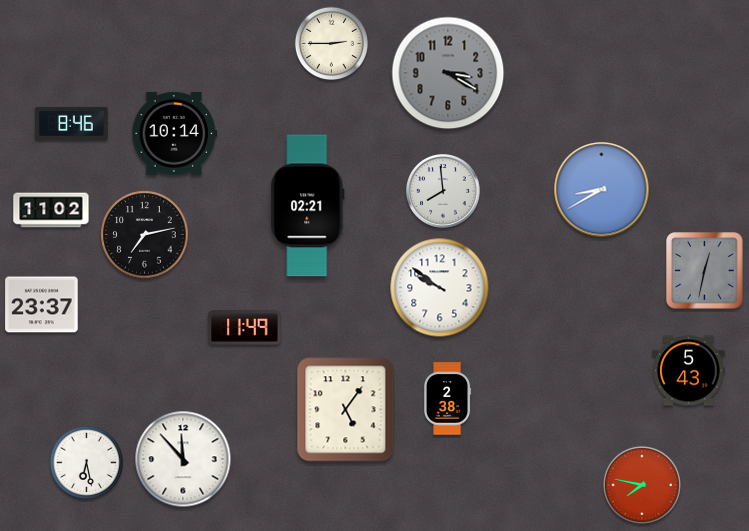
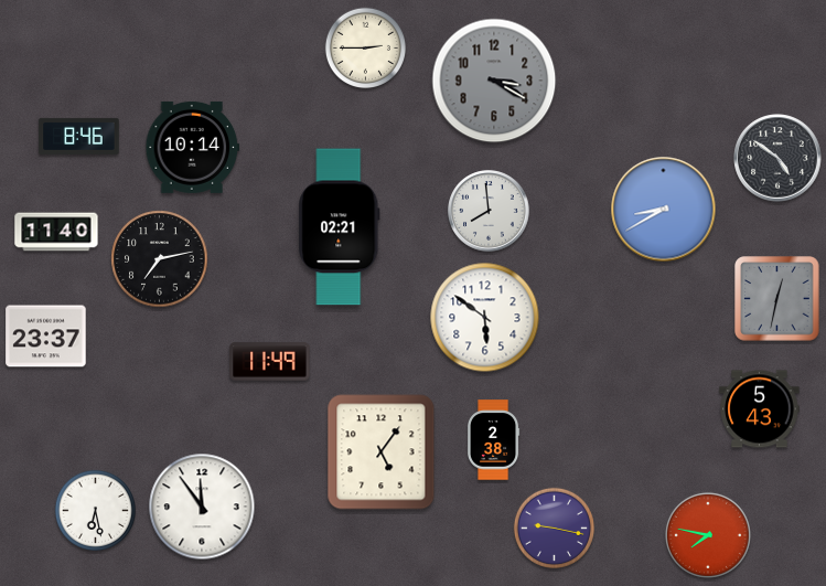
clock at (777, 158): none -> 4:51
clock at (51, 210): 11:02 -> 11:40
clock at (440, 288): 9:51 -> 5:51
clock at (183, 459): 11:53 -> 11:54
clock at (554, 528): none -> 9:17
